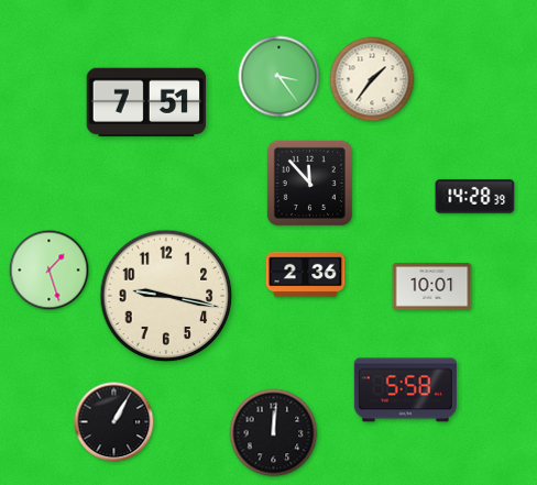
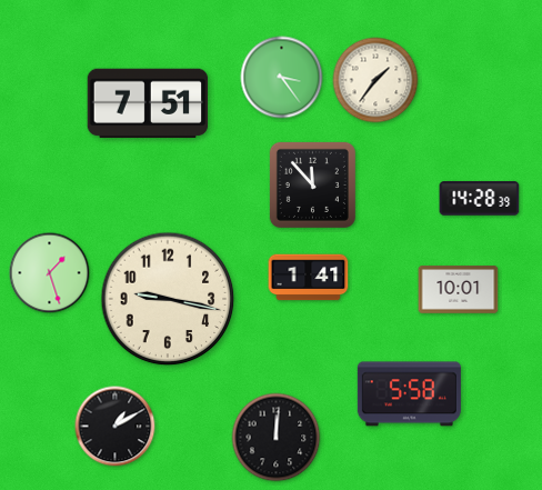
clock at (306, 275): 2:36 -> 1:41
clock at (432, 287) position: (432, 287) -> (459, 290)
clock at (114, 422): 1:05 -> 1:10
